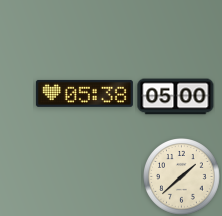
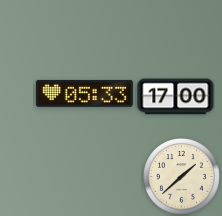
clock at (84, 93): 05:38 -> 05:33
clock at (176, 97): 05:00 -> 17:00
